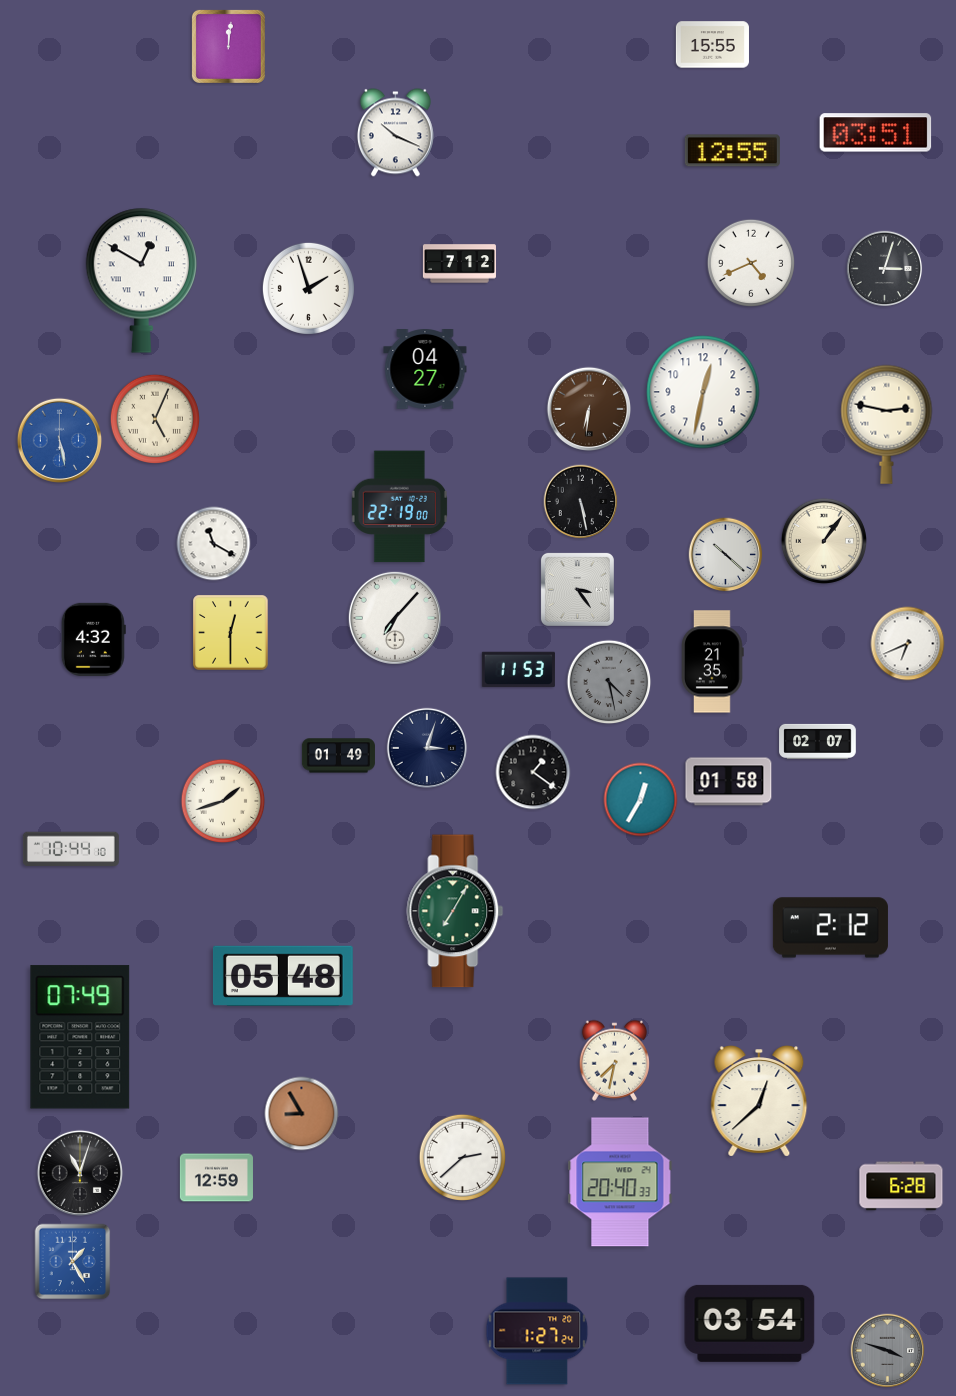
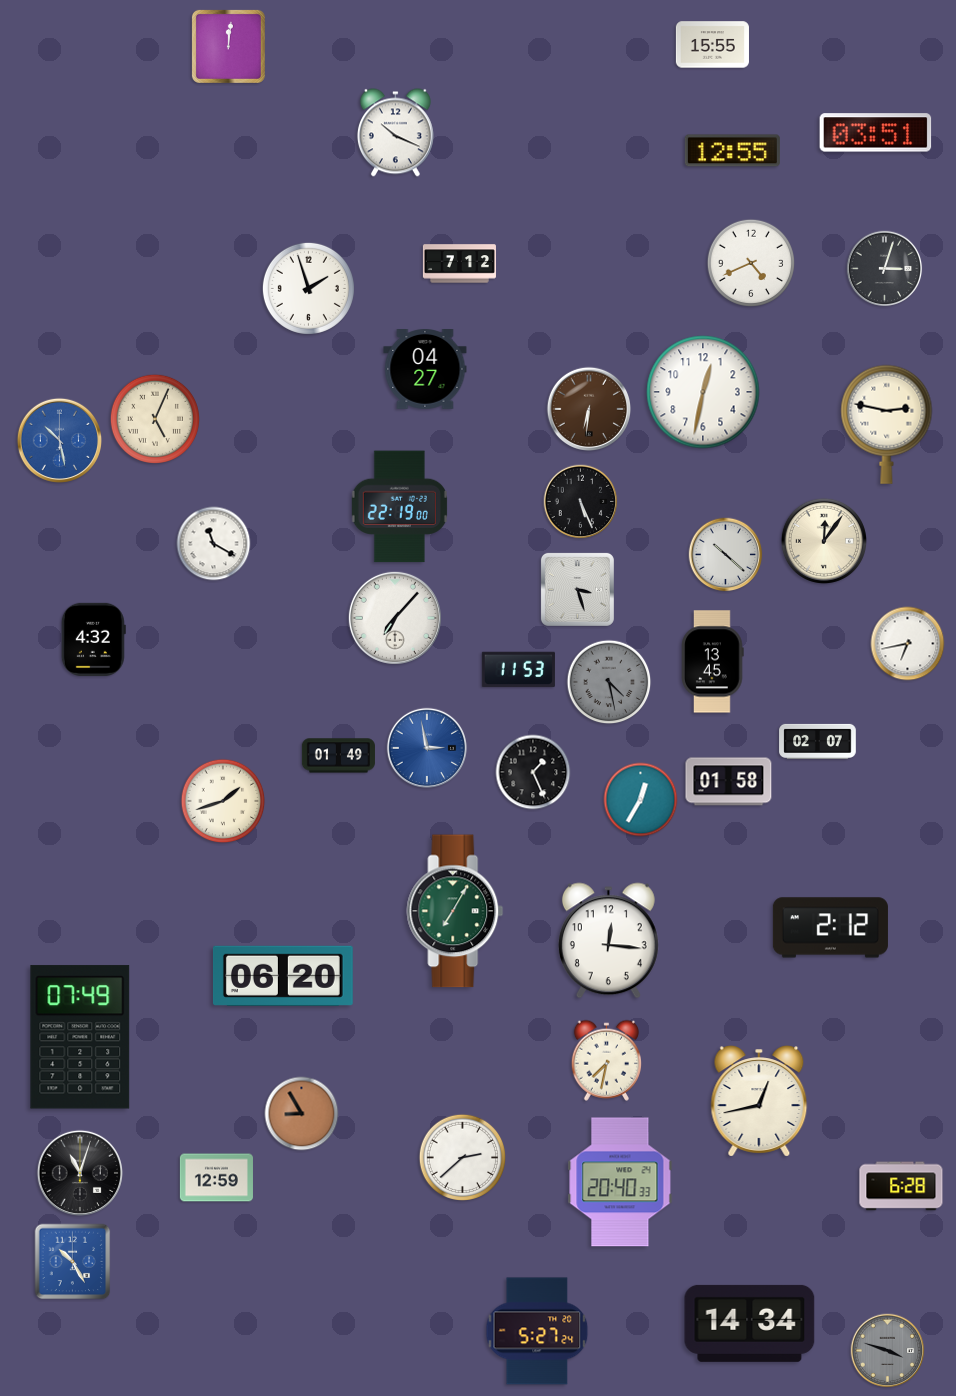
clock at (141, 280): 12:50 -> none
clock at (59, 440): 5:28 -> 10:28
clock at (581, 502): 5:28 -> 5:26
clock at (823, 540): 1:06 -> 12:06
clock at (577, 589): 3:24 -> 3:27
clock at (231, 633): 12:30 -> none
clock at (908, 644): 6:41 -> 6:43
clock at (713, 662): 21:35 -> 13:45
clock at (427, 748): 3:03 -> 2:58
clock at (427, 748) dial: navy -> blue
clock at (533, 772): 1:21 -> 1:26
clock at (71, 849): 10:44 -> none
clock at (608, 941): none -> 12:16
clock at (283, 976): 05:48 -> 06:20
clock at (614, 1060) position: (614, 1060) -> (606, 1060)
clock at (759, 1101): 12:38 -> 12:43
clock at (73, 1262): 1:25 -> 10:25
clock at (750, 1323): 03:54 -> 14:34
clock at (537, 1331): 1:27 -> 5:27
